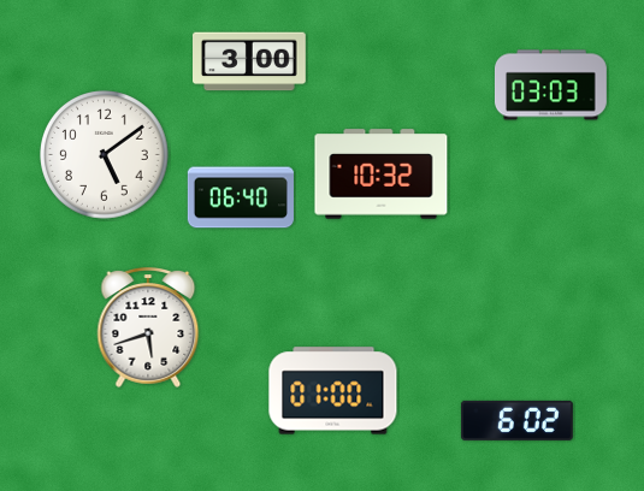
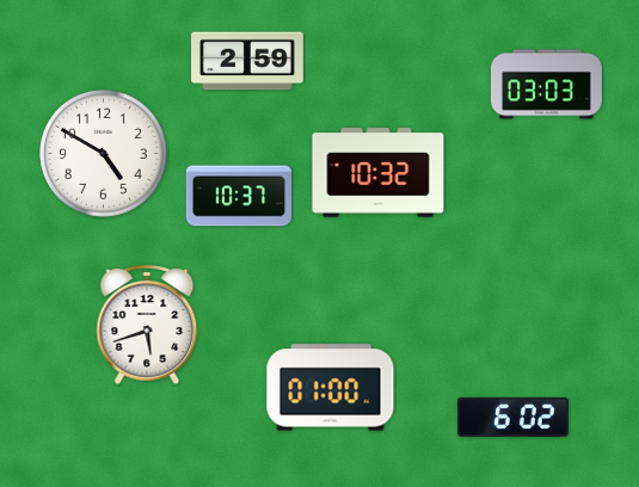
clock at (250, 61): 3:00 -> 2:59
clock at (105, 155): 5:09 -> 4:50
clock at (241, 197): 06:40 -> 10:37
